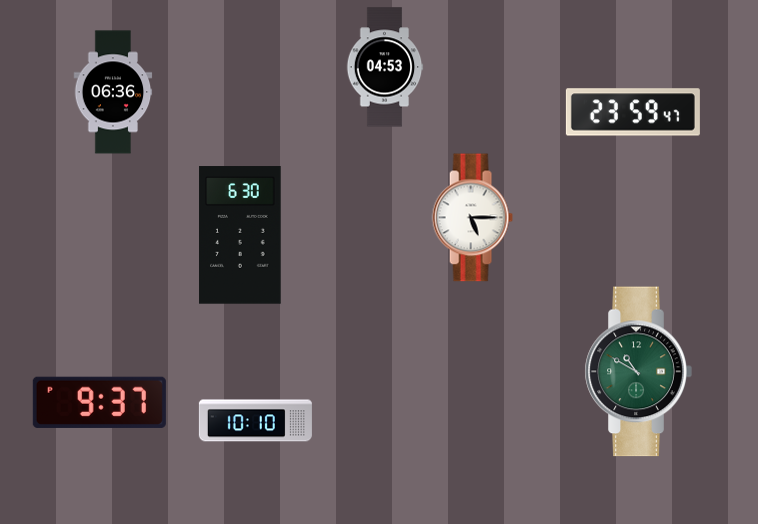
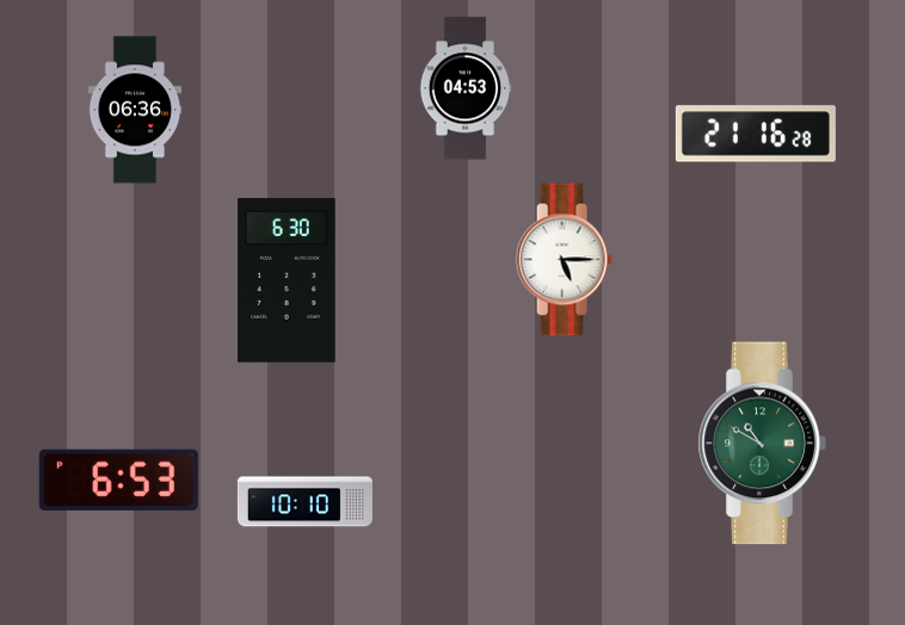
clock at (385, 67) position: (385, 67) -> (466, 88)
clock at (633, 112): 23:59 -> 21:16
clock at (99, 402): 9:37 -> 6:53
